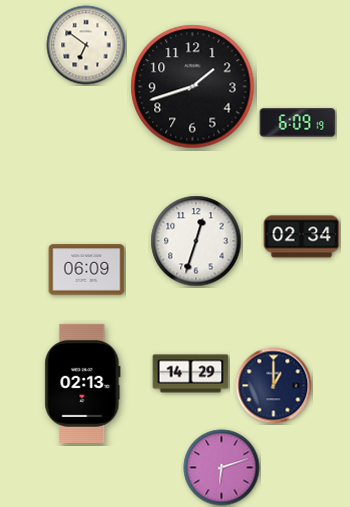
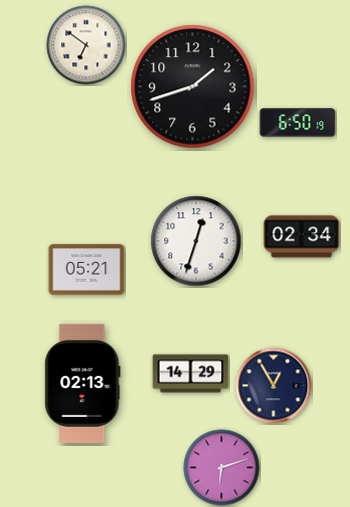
clock at (298, 123): 6:09 -> 6:50
clock at (87, 270): 06:09 -> 05:21
clock at (274, 386): 1:00 -> 12:55
